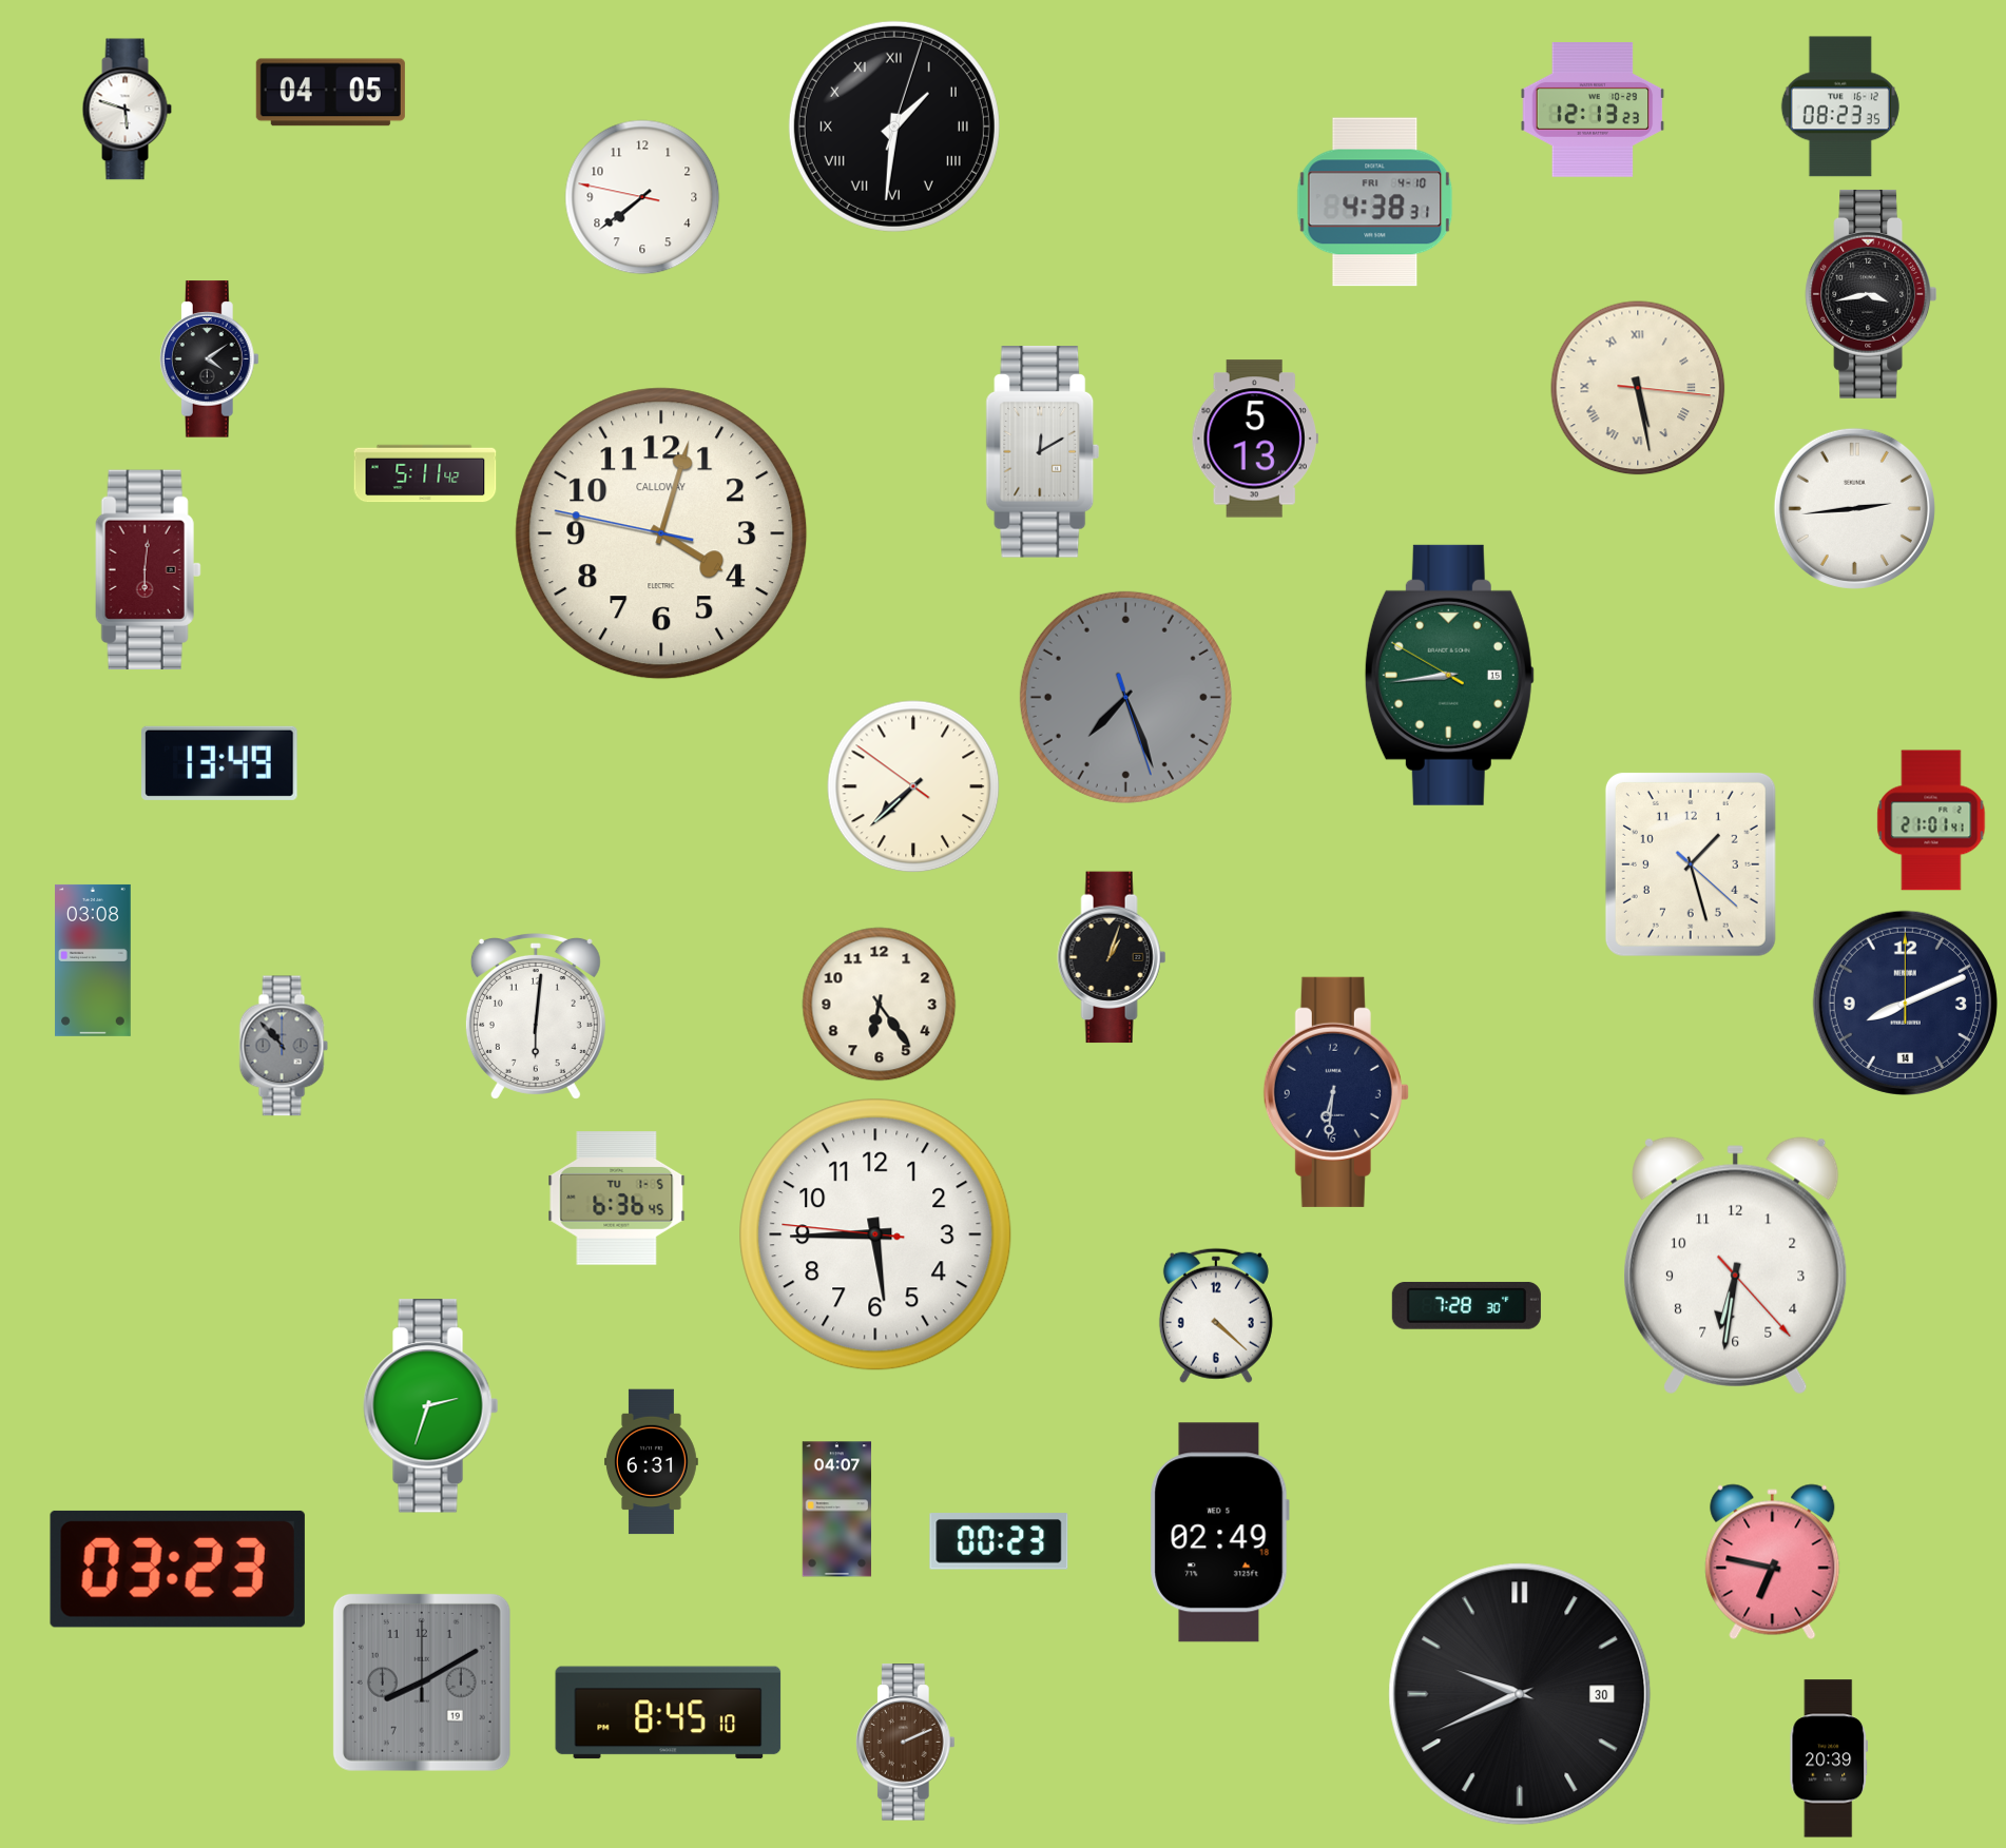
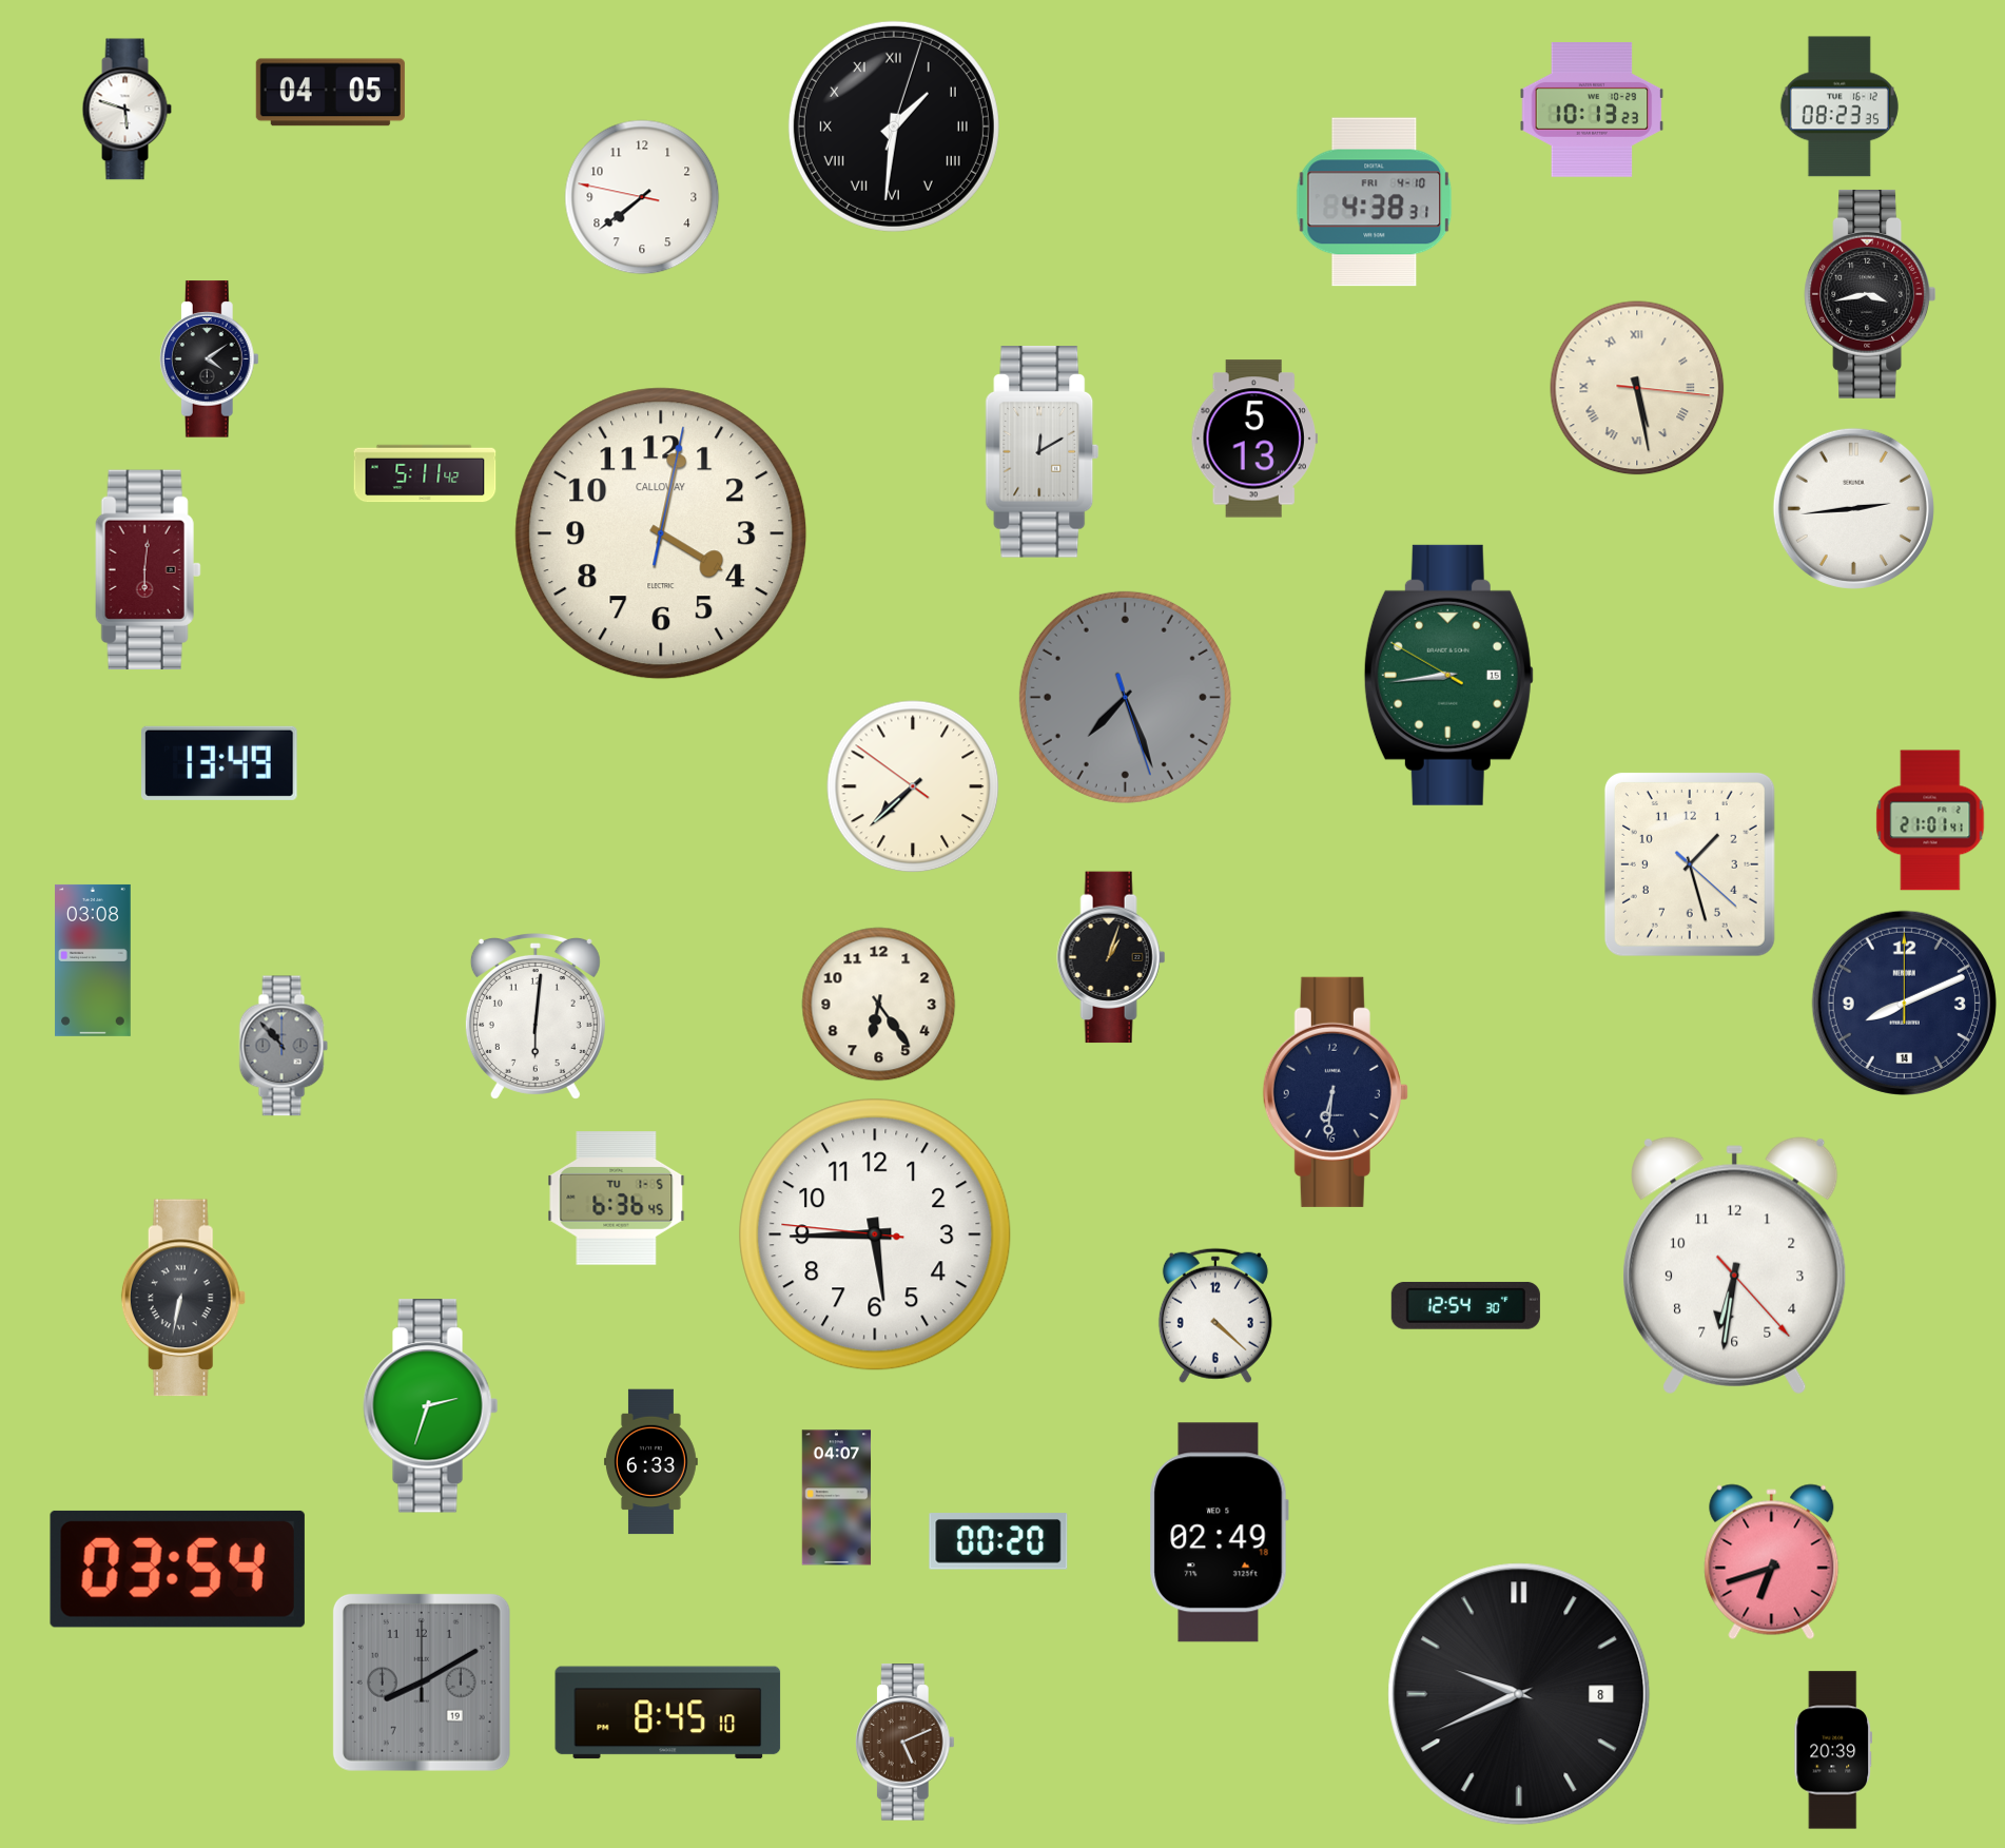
clock at (1593, 110): 12:13 -> 10:13
clock at (661, 533): 4:02:47 -> 4:02:02
clock at (183, 1298): none -> 6:32
clock at (1466, 1305): 7:28 -> 12:54
clock at (651, 1462): 6:31 -> 6:33
clock at (837, 1510) position: (837, 1510) -> (837, 1498)
clock at (999, 1541): 00:23 -> 00:20
clock at (1773, 1562): 6:47 -> 6:42
clock at (177, 1569): 03:23 -> 03:54
clock at (1520, 1694) date: 30 -> 8
clock at (905, 1743): 2:11 -> 5:11
clock at (1829, 1758) position: (1829, 1758) -> (1833, 1750)
